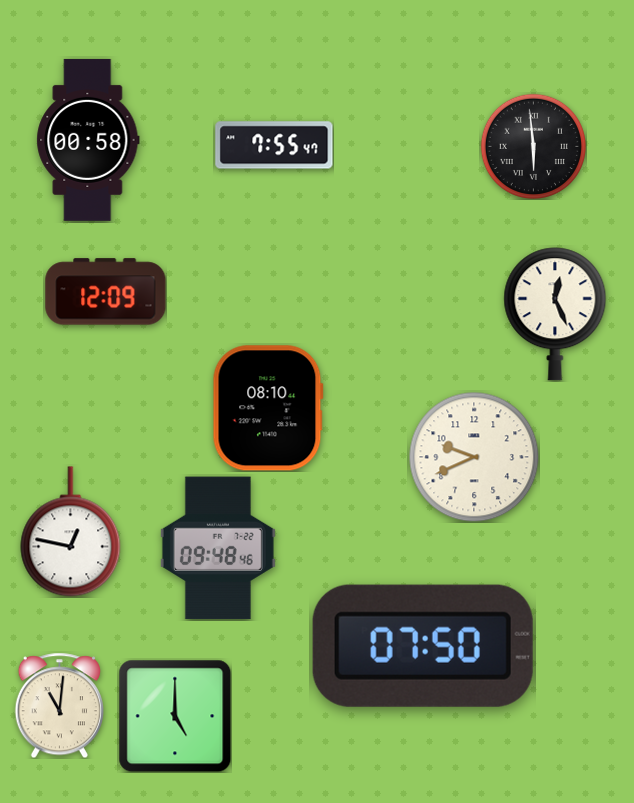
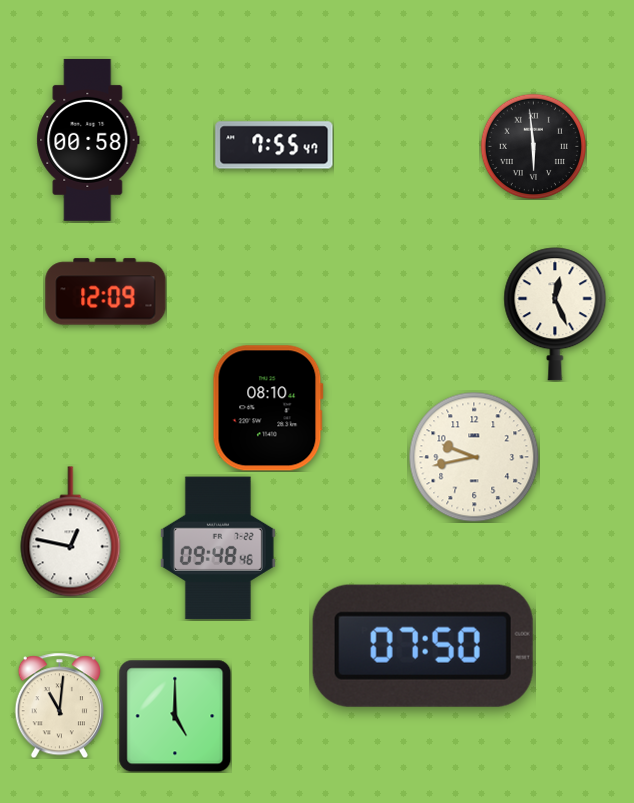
clock at (474, 457): 9:41 -> 9:43
